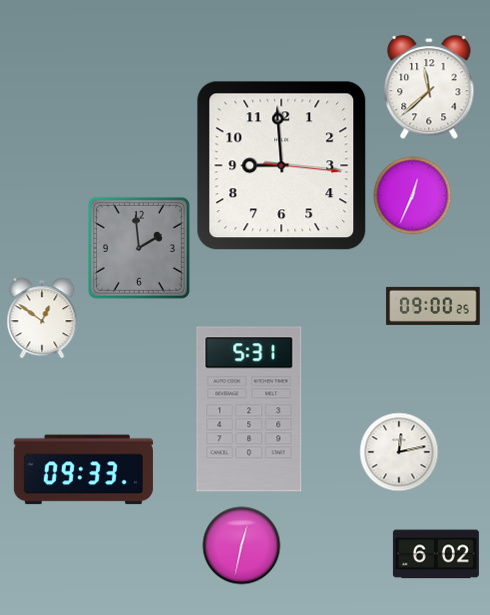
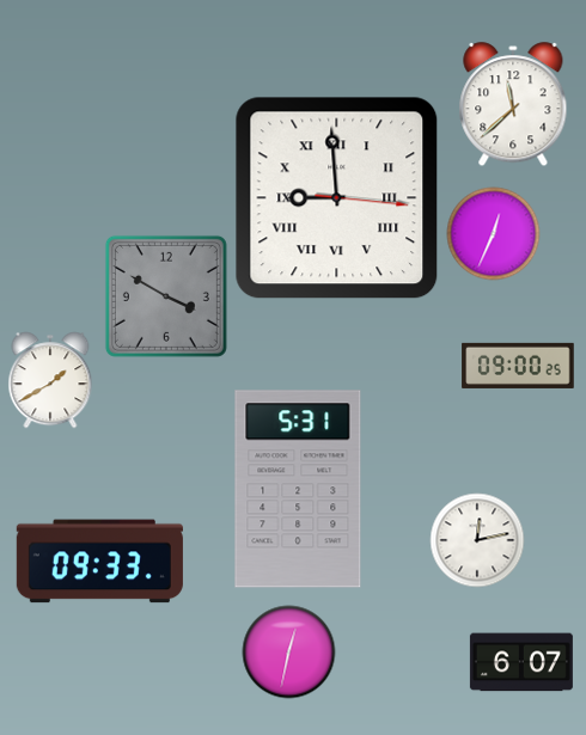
clock at (282, 166) numerals: Arabic -> Roman
clock at (139, 248): 1:59 -> 3:50
clock at (42, 318): 12:51 -> 1:40
clock at (436, 554): 6:02 -> 6:07
